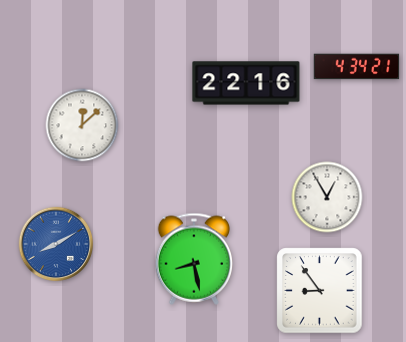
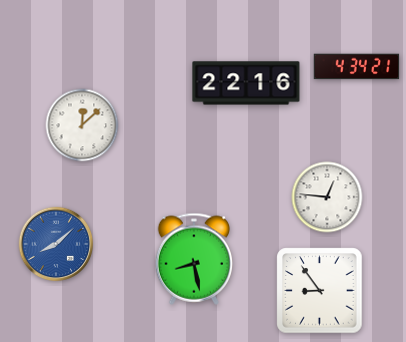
clock at (327, 197): 12:55 -> 12:46
clock at (56, 244): 8:10 -> 8:08
